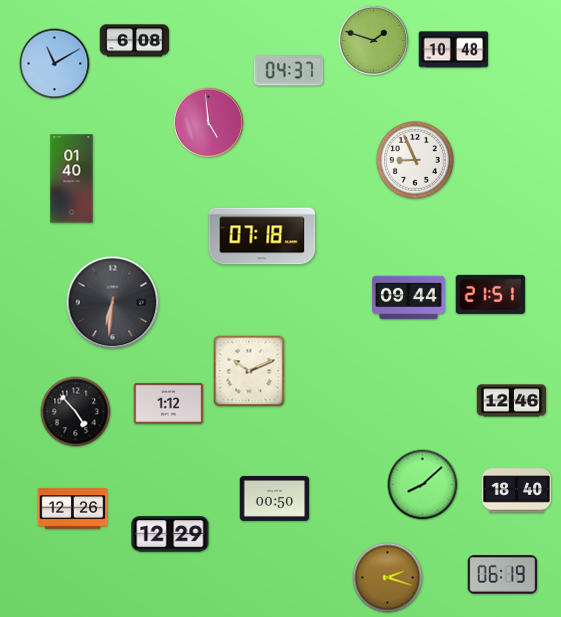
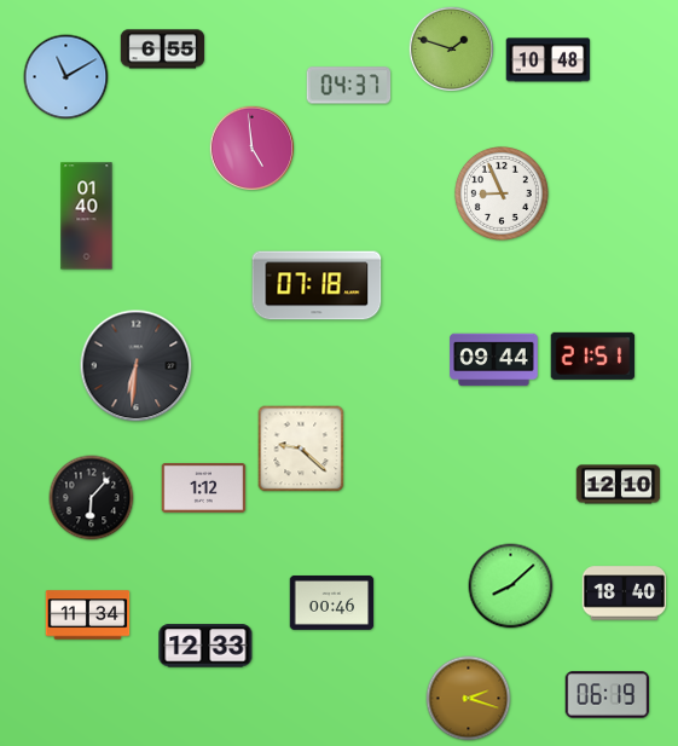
clock at (135, 41): 6:08 -> 6:55
clock at (249, 371): 10:11 -> 9:22
clock at (512, 401): 12:46 -> 12:10
clock at (76, 412): 4:53 -> 6:07
clock at (275, 498): 00:50 -> 00:46
clock at (73, 509): 12:26 -> 11:34
clock at (170, 534): 12:29 -> 12:33
